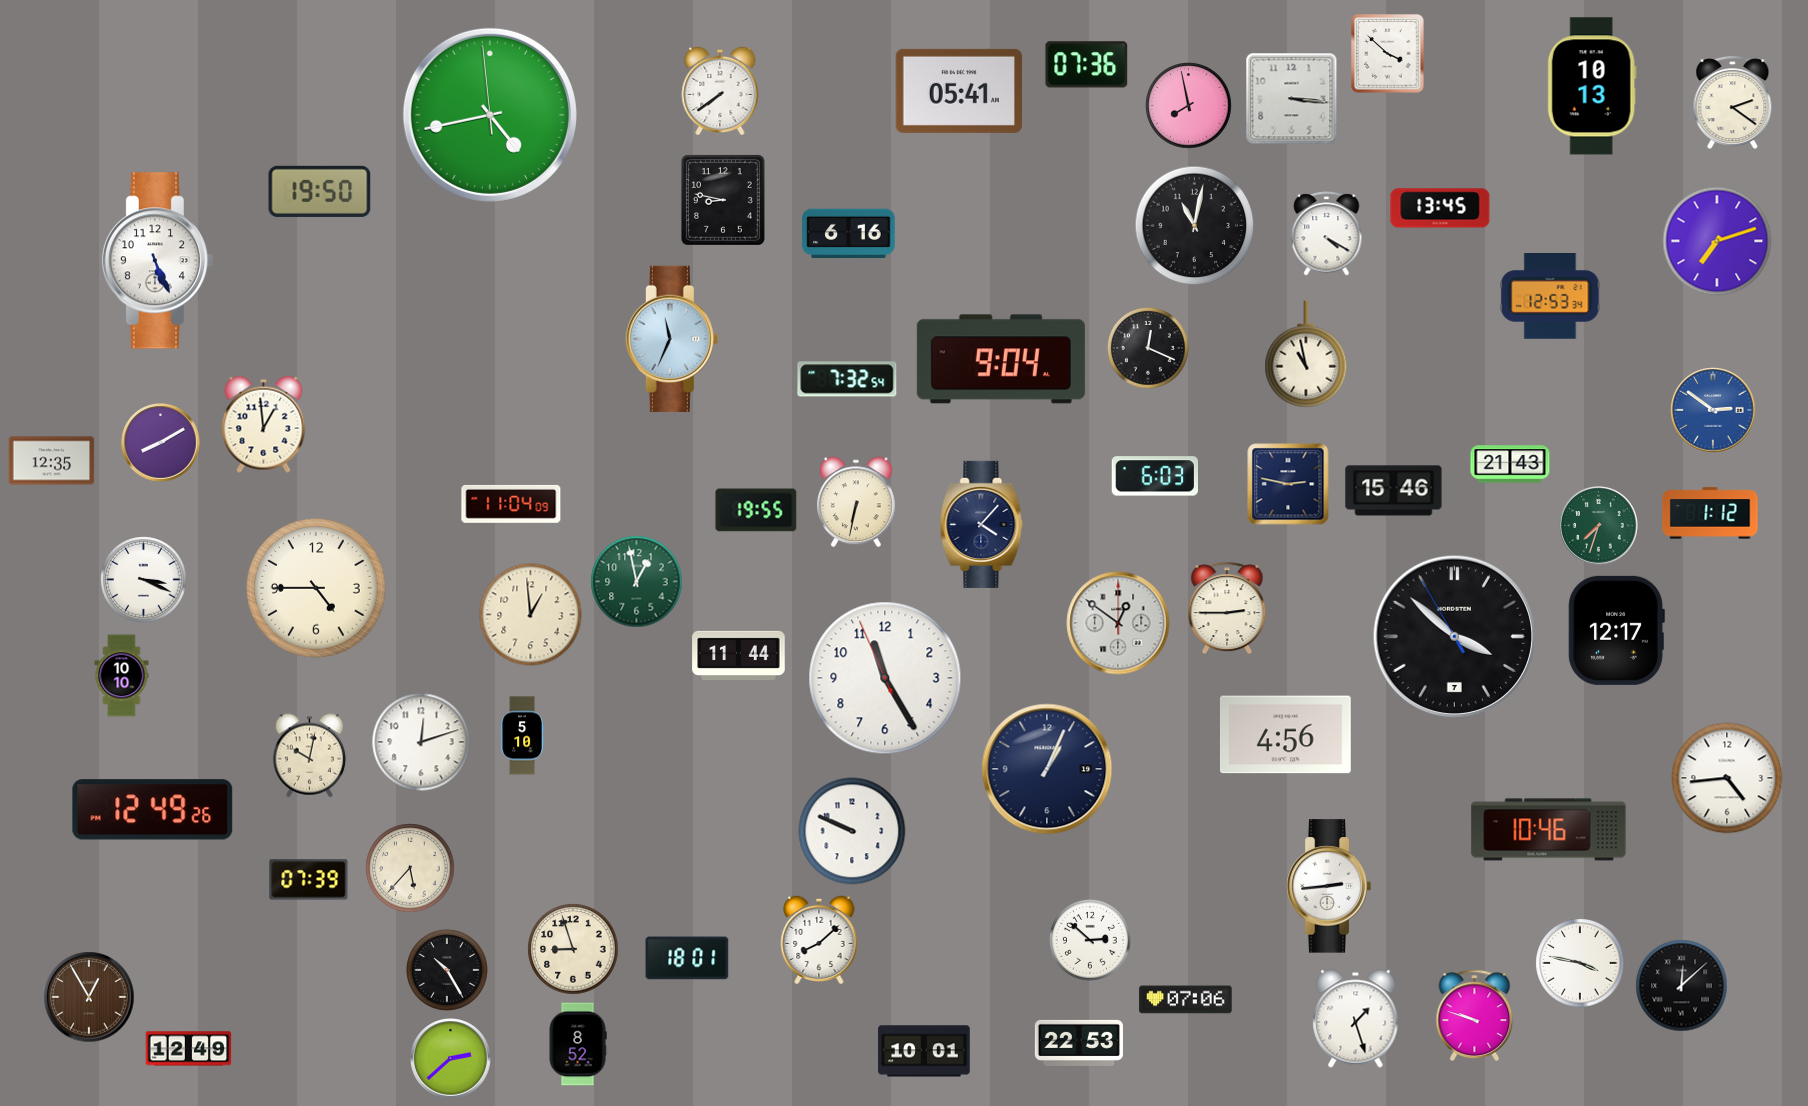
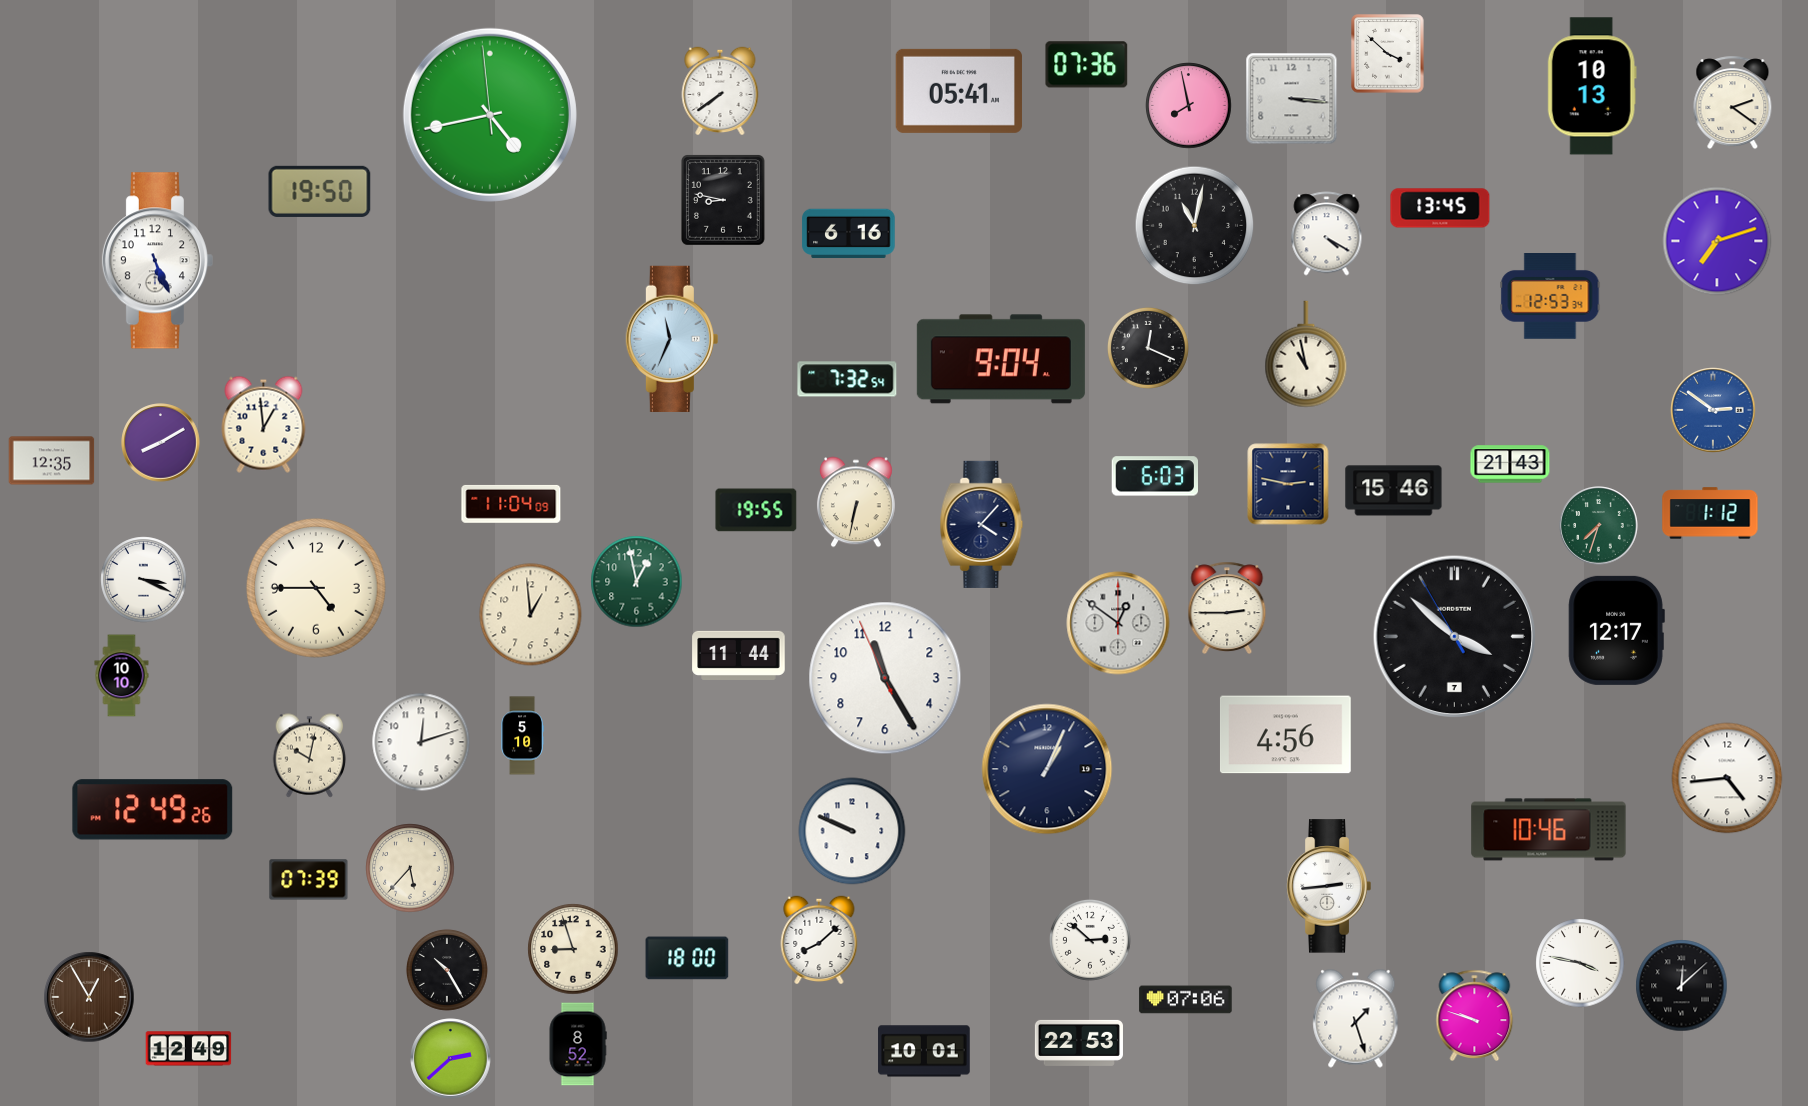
clock at (687, 958): 18:01 -> 18:00
